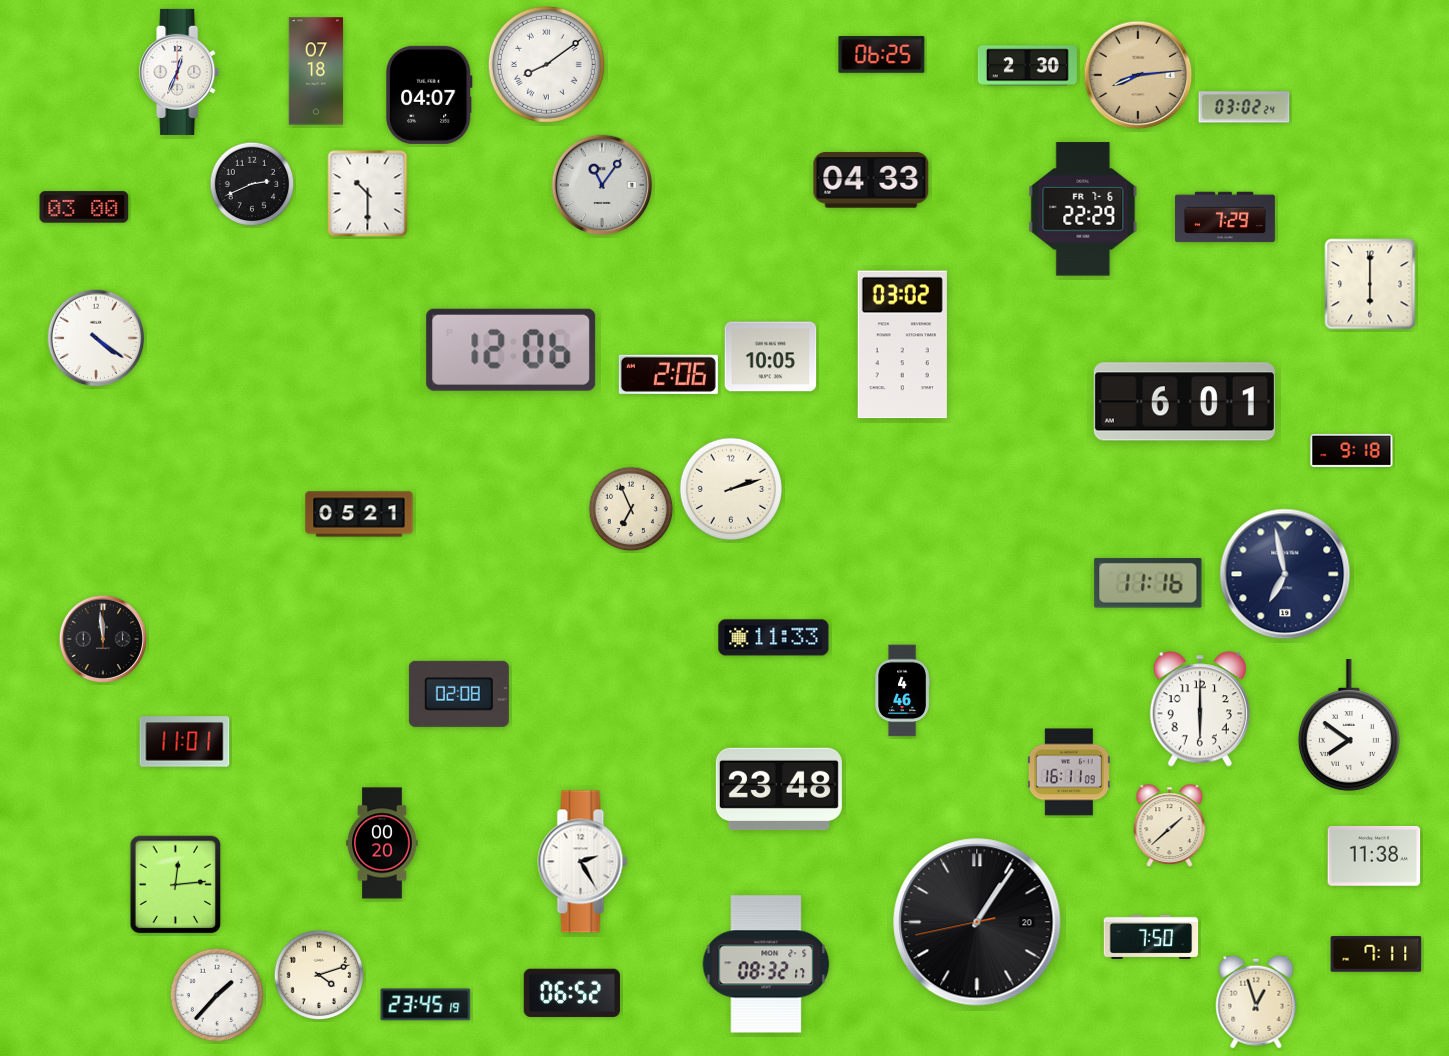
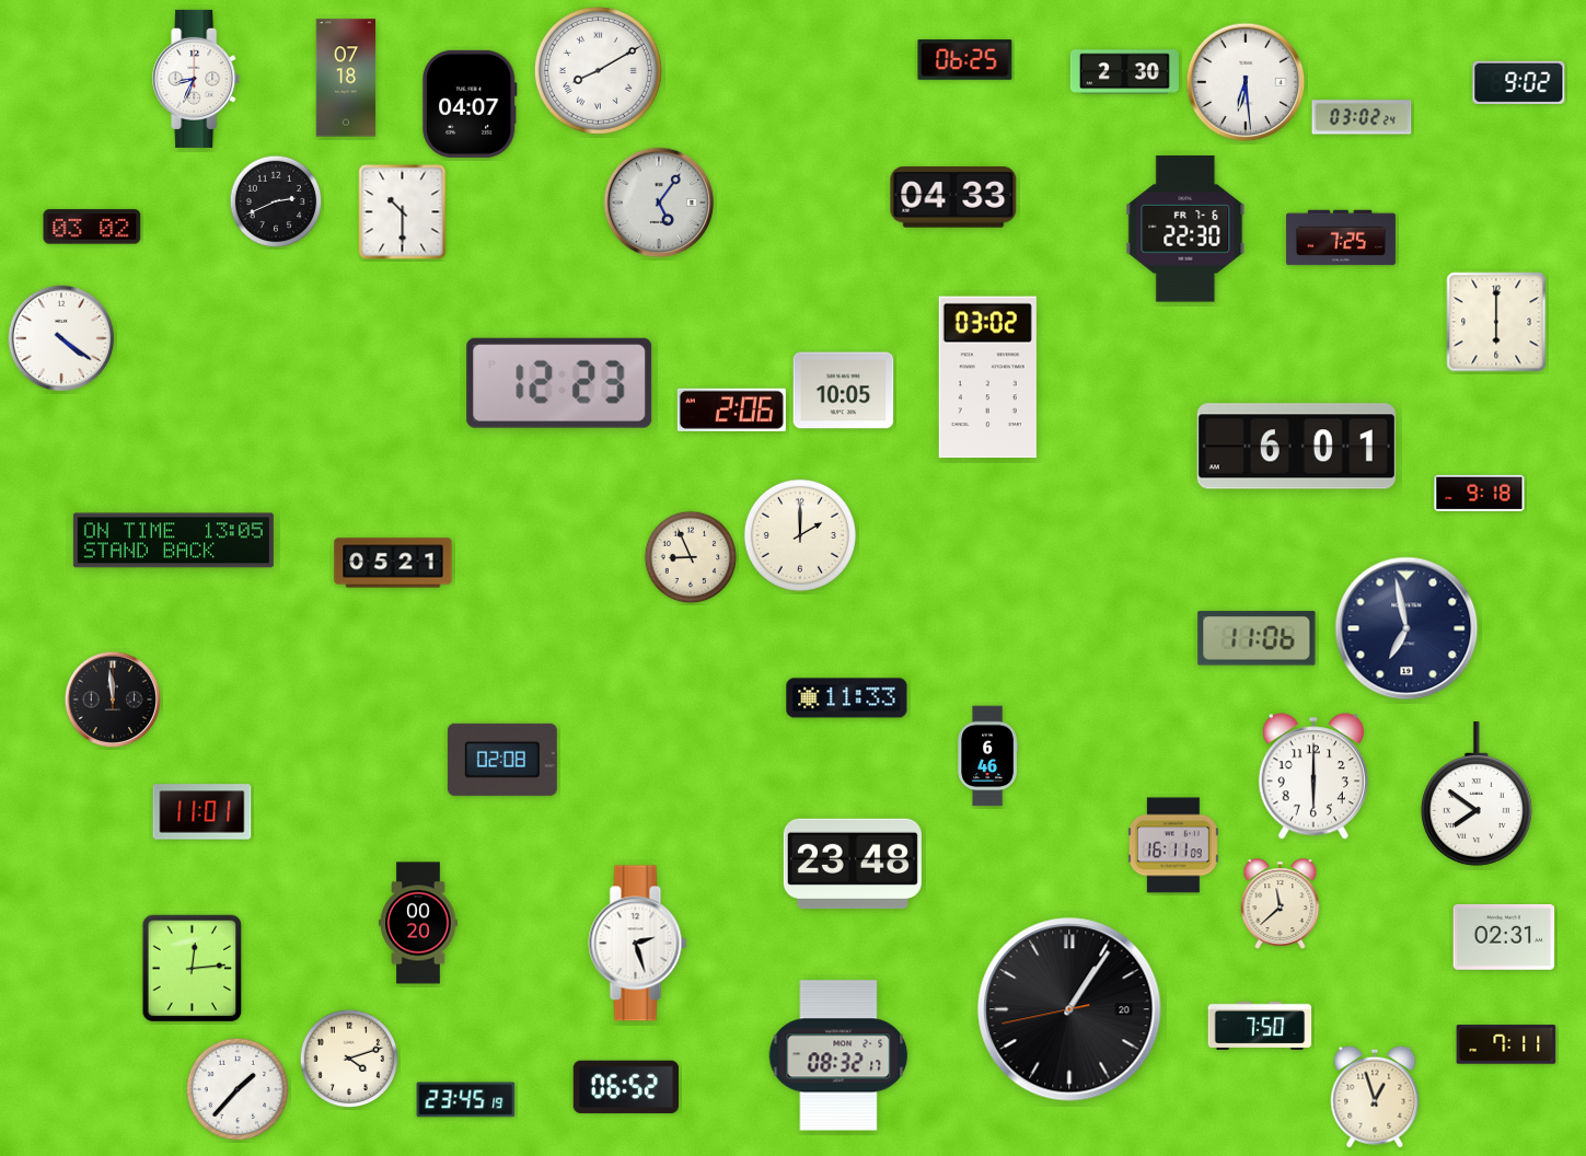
clock at (546, 64): 8:09 -> 8:10
clock at (180, 72): 12:34 -> 8:34
clock at (1138, 75): 8:14 -> 6:29
clock at (1138, 75) dial: champagne -> white
clock at (1519, 82): none -> 9:02
clock at (602, 185): 11:06 -> 5:06
clock at (84, 207): 03:00 -> 03:02
clock at (1083, 209): 22:29 -> 22:30
clock at (1225, 217): 7:29 -> 7:25
clock at (1370, 284) position: (1370, 284) -> (1496, 322)
clock at (96, 338) position: (96, 338) -> (61, 338)
clock at (511, 350): 12:06 -> 12:23
clock at (1184, 402) position: (1184, 402) -> (1296, 447)
clock at (731, 489): 2:12 -> 2:00
clock at (173, 541): none -> 13:05
clock at (631, 509): 6:56 -> 8:56
clock at (1148, 583): 11:16 -> 11:06
clock at (902, 691): 4:46 -> 6:46
clock at (1069, 772) position: (1069, 772) -> (1173, 845)
clock at (1170, 826): 1:38 -> 11:38
clock at (1374, 856): 11:38 -> 02:31
clock at (583, 862): 2:25 -> 2:27
clock at (318, 974) position: (318, 974) -> (348, 1057)
